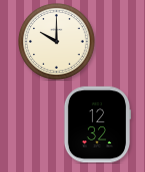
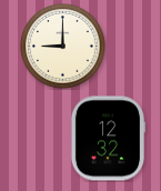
clock at (57, 42): 10:00 -> 9:00
